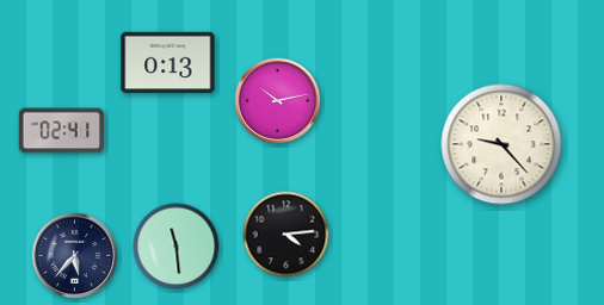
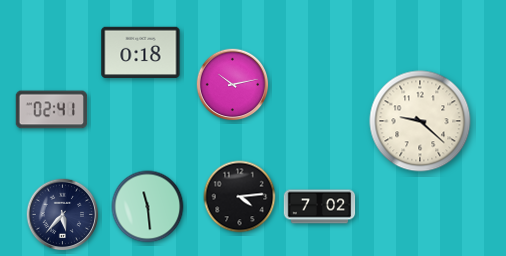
clock at (168, 63): 0:13 -> 0:18
clock at (501, 144): 9:23 -> 9:22
clock at (320, 207): none -> 7:02
